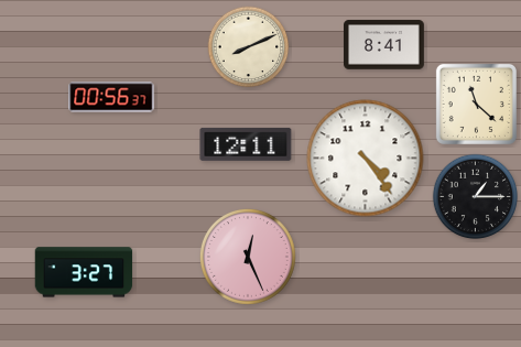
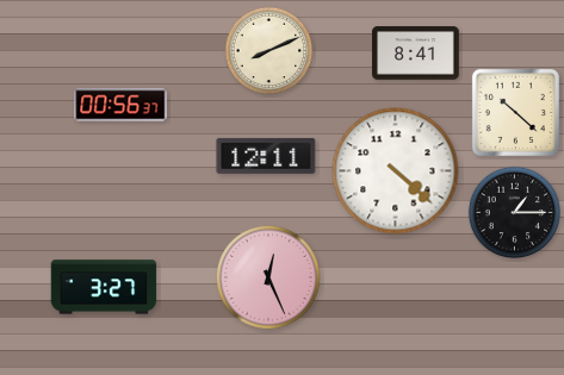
clock at (384, 45) position: (384, 45) -> (416, 54)
clock at (476, 104): 11:22 -> 10:22
clock at (366, 159): 4:24 -> 4:22
clock at (84, 272) position: (84, 272) -> (104, 287)
